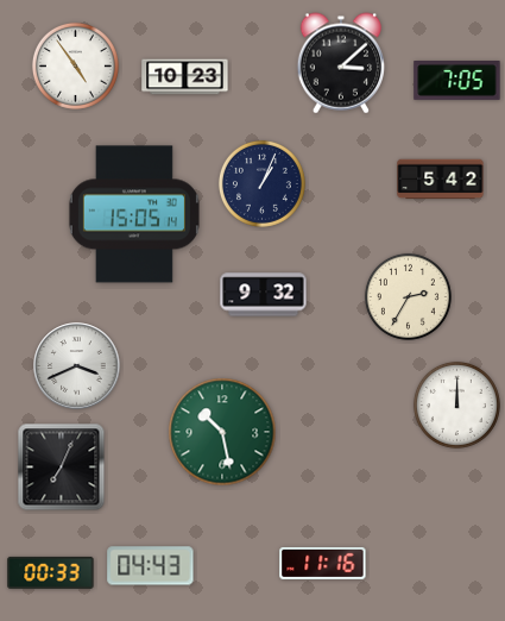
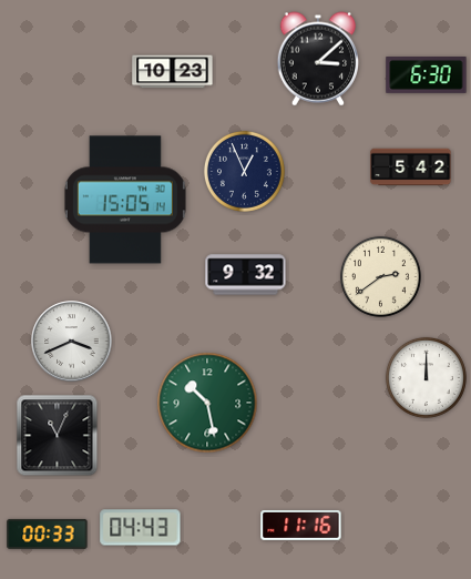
clock at (75, 65): 4:54 -> none
clock at (457, 81): 7:05 -> 6:30
clock at (261, 183): 1:04 -> 12:56
clock at (408, 296): 2:35 -> 2:39
clock at (62, 468): 7:04 -> 11:04
